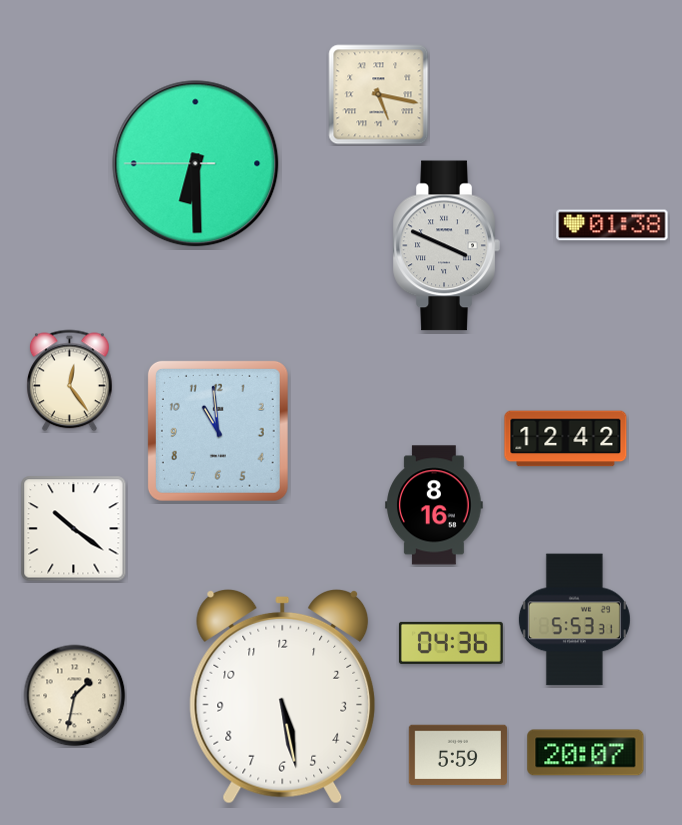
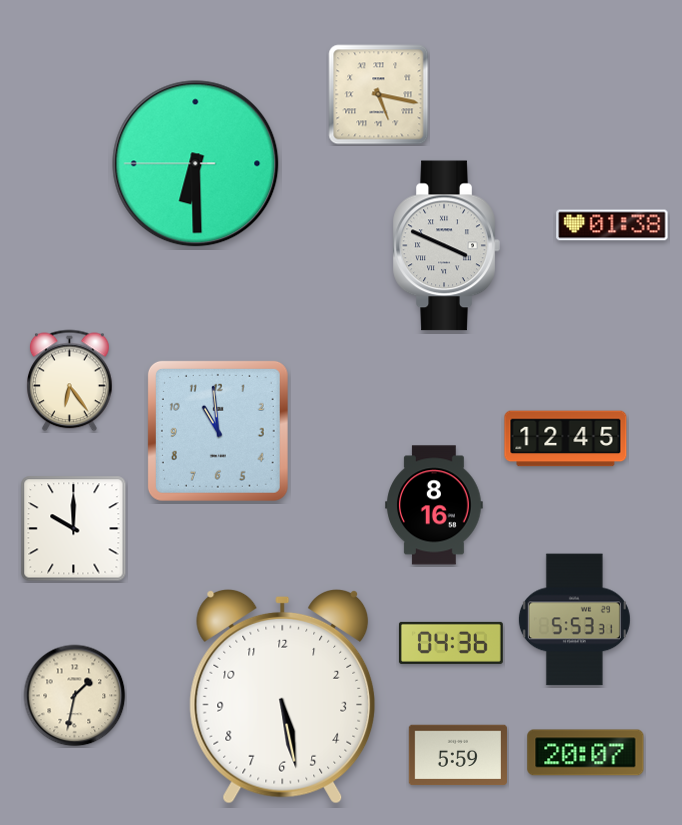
clock at (70, 381): 12:24 -> 6:24
clock at (566, 439): 12:42 -> 12:45
clock at (74, 529): 10:21 -> 10:00
